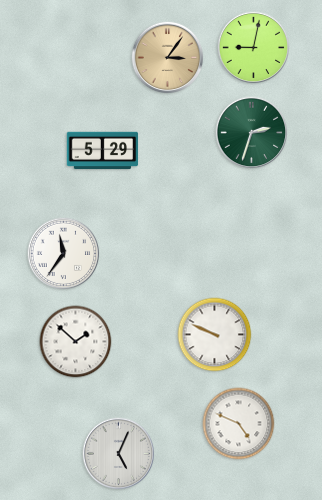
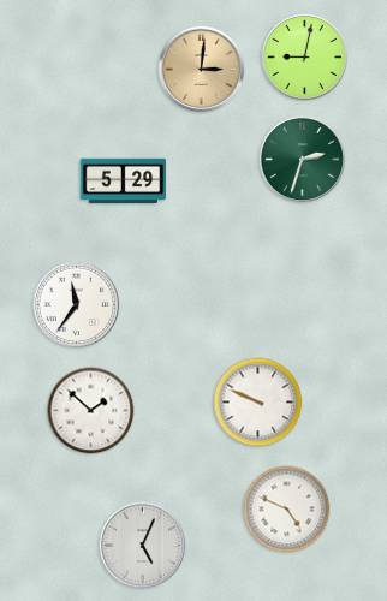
clock at (168, 58): 3:06 -> 3:01
